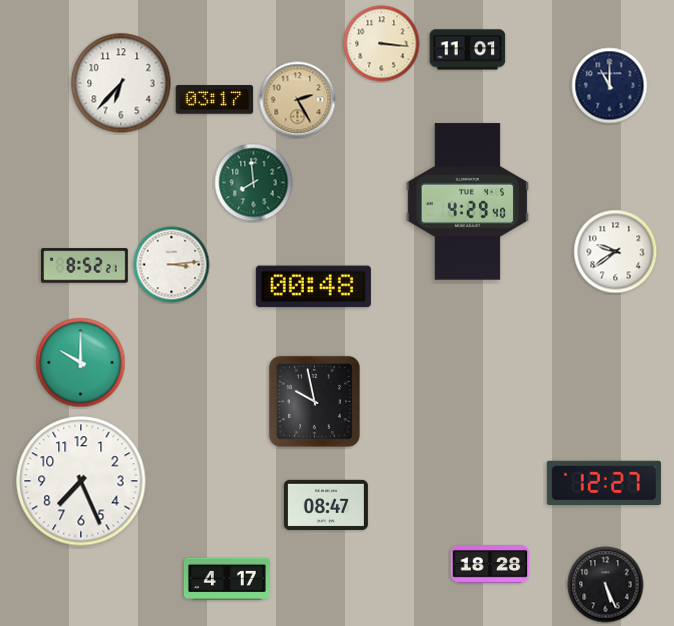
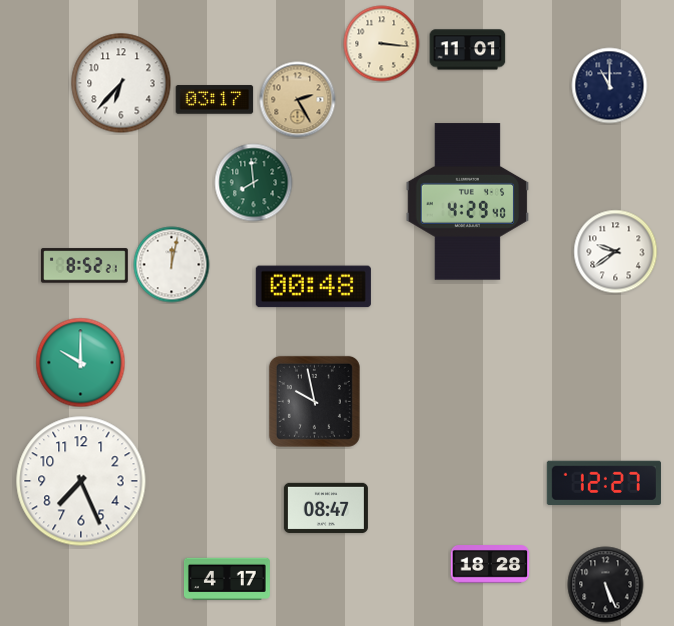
clock at (172, 265): 3:14 -> 12:02
clock at (326, 505) position: (326, 505) -> (326, 508)
